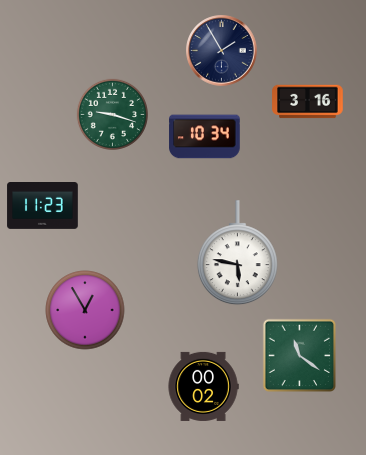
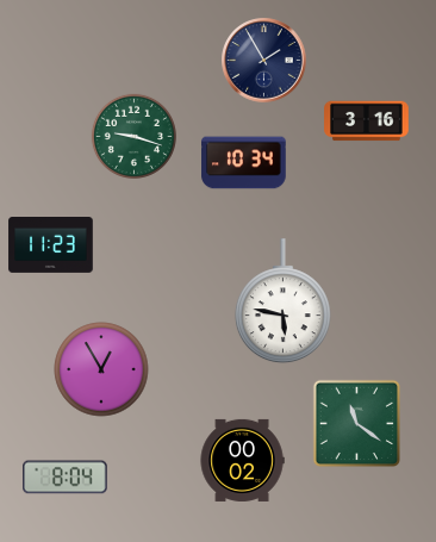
clock at (66, 478): none -> 8:04
